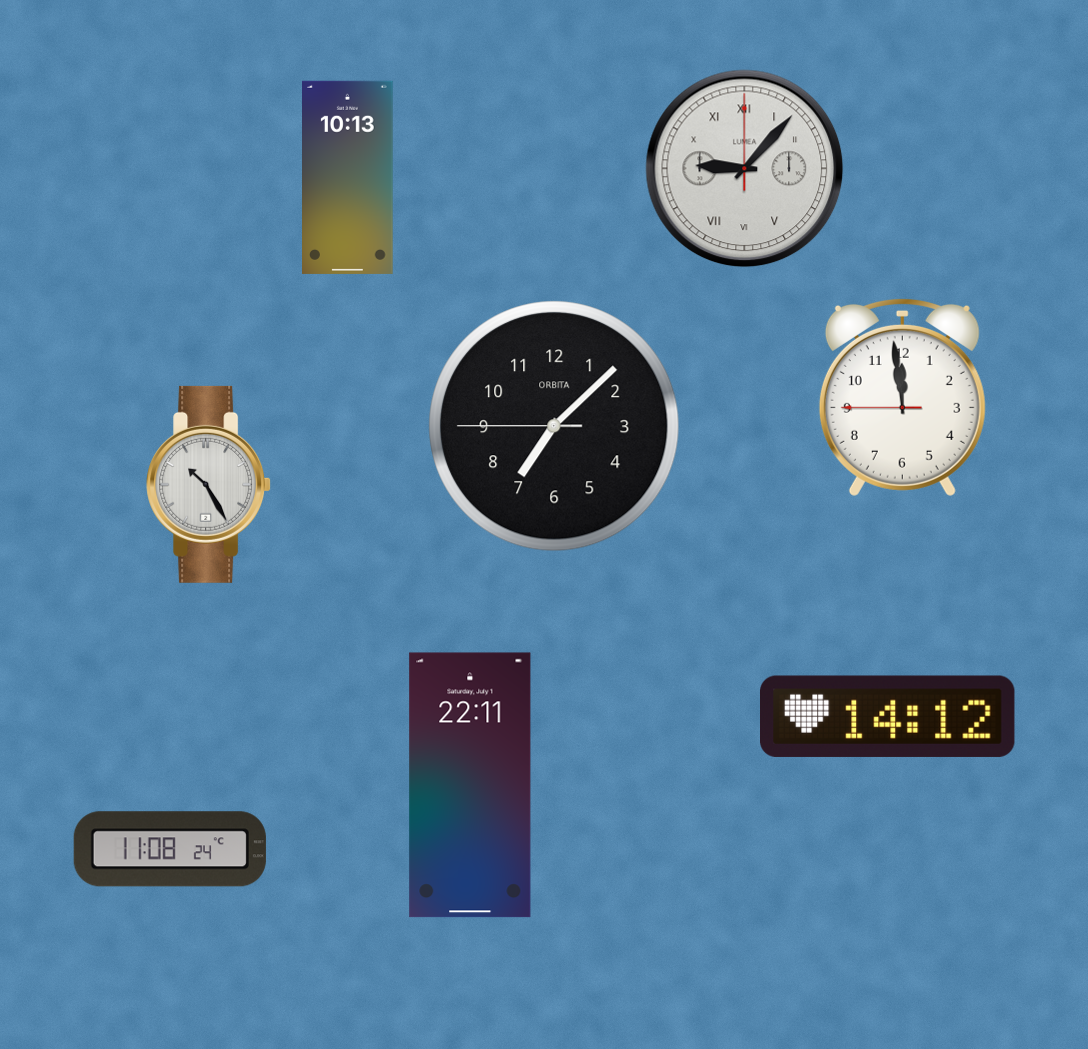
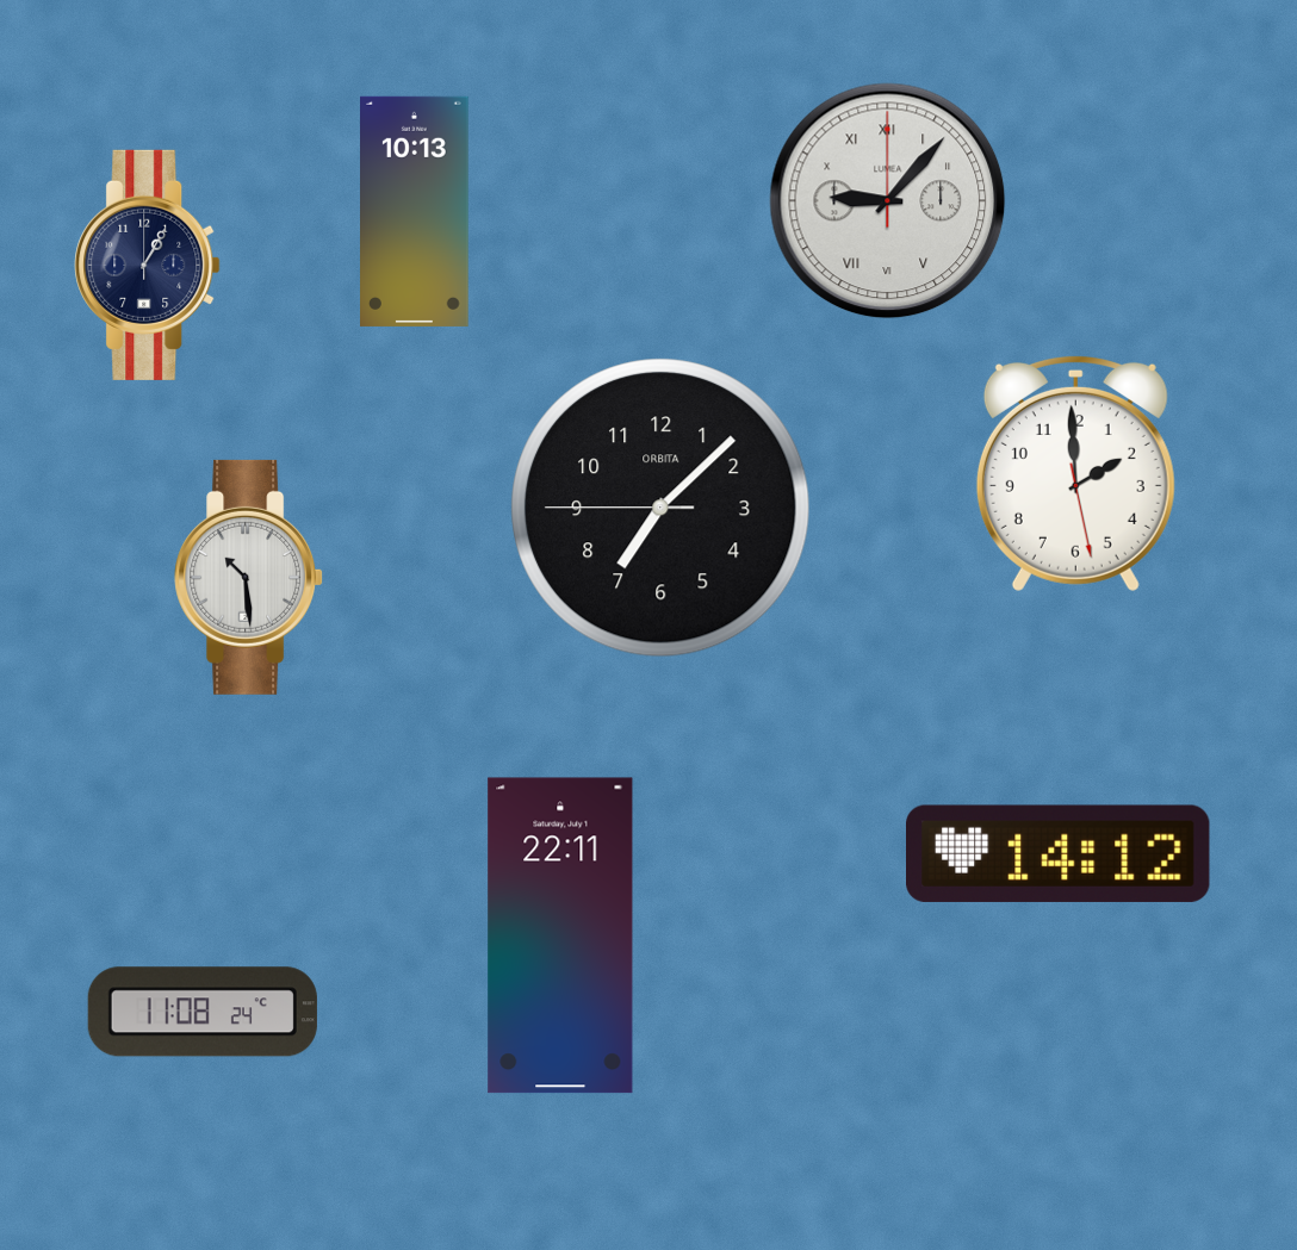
clock at (148, 265): none -> 1:05
clock at (902, 397): 11:58 -> 1:59
clock at (209, 484): 10:25 -> 10:29
